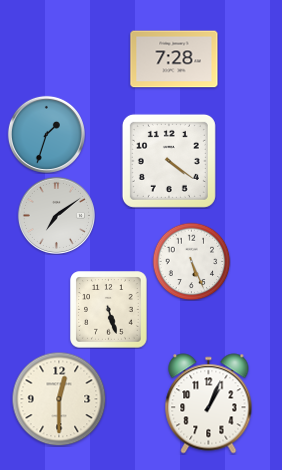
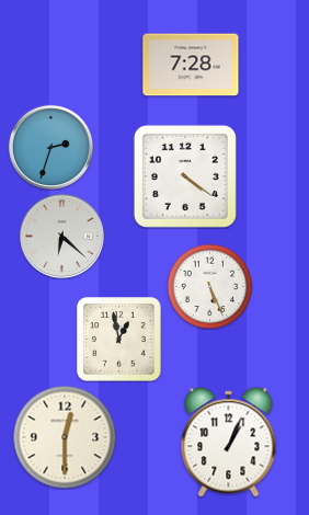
clock at (46, 134): 1:33 -> 2:33
clock at (56, 215): 7:09 -> 6:22
clock at (109, 310): 5:27 -> 12:58
